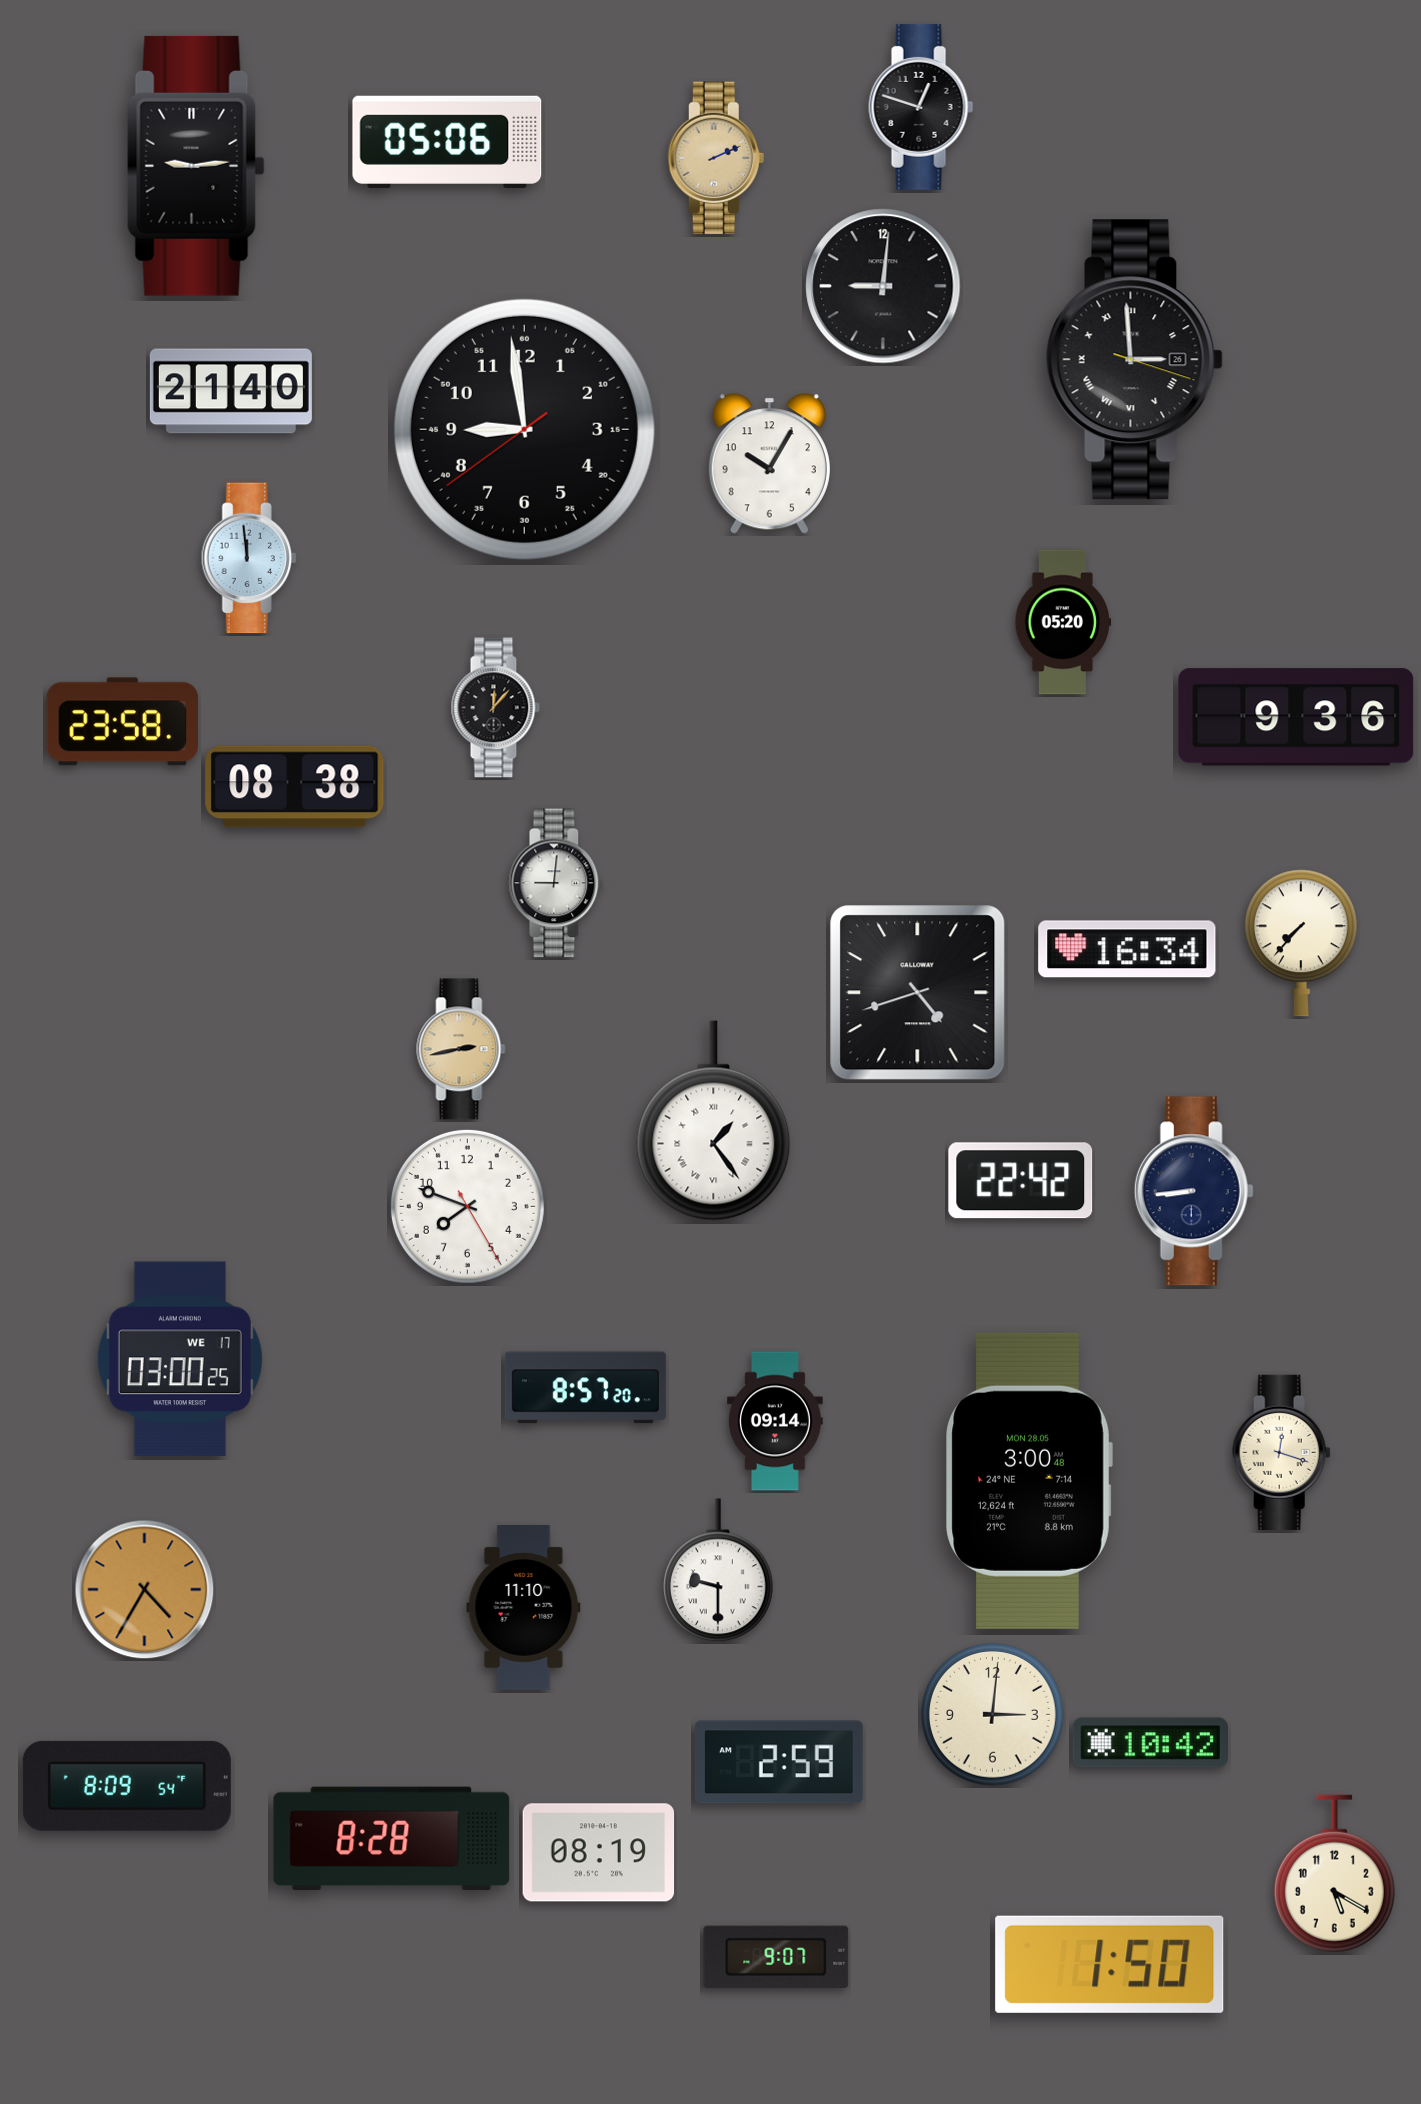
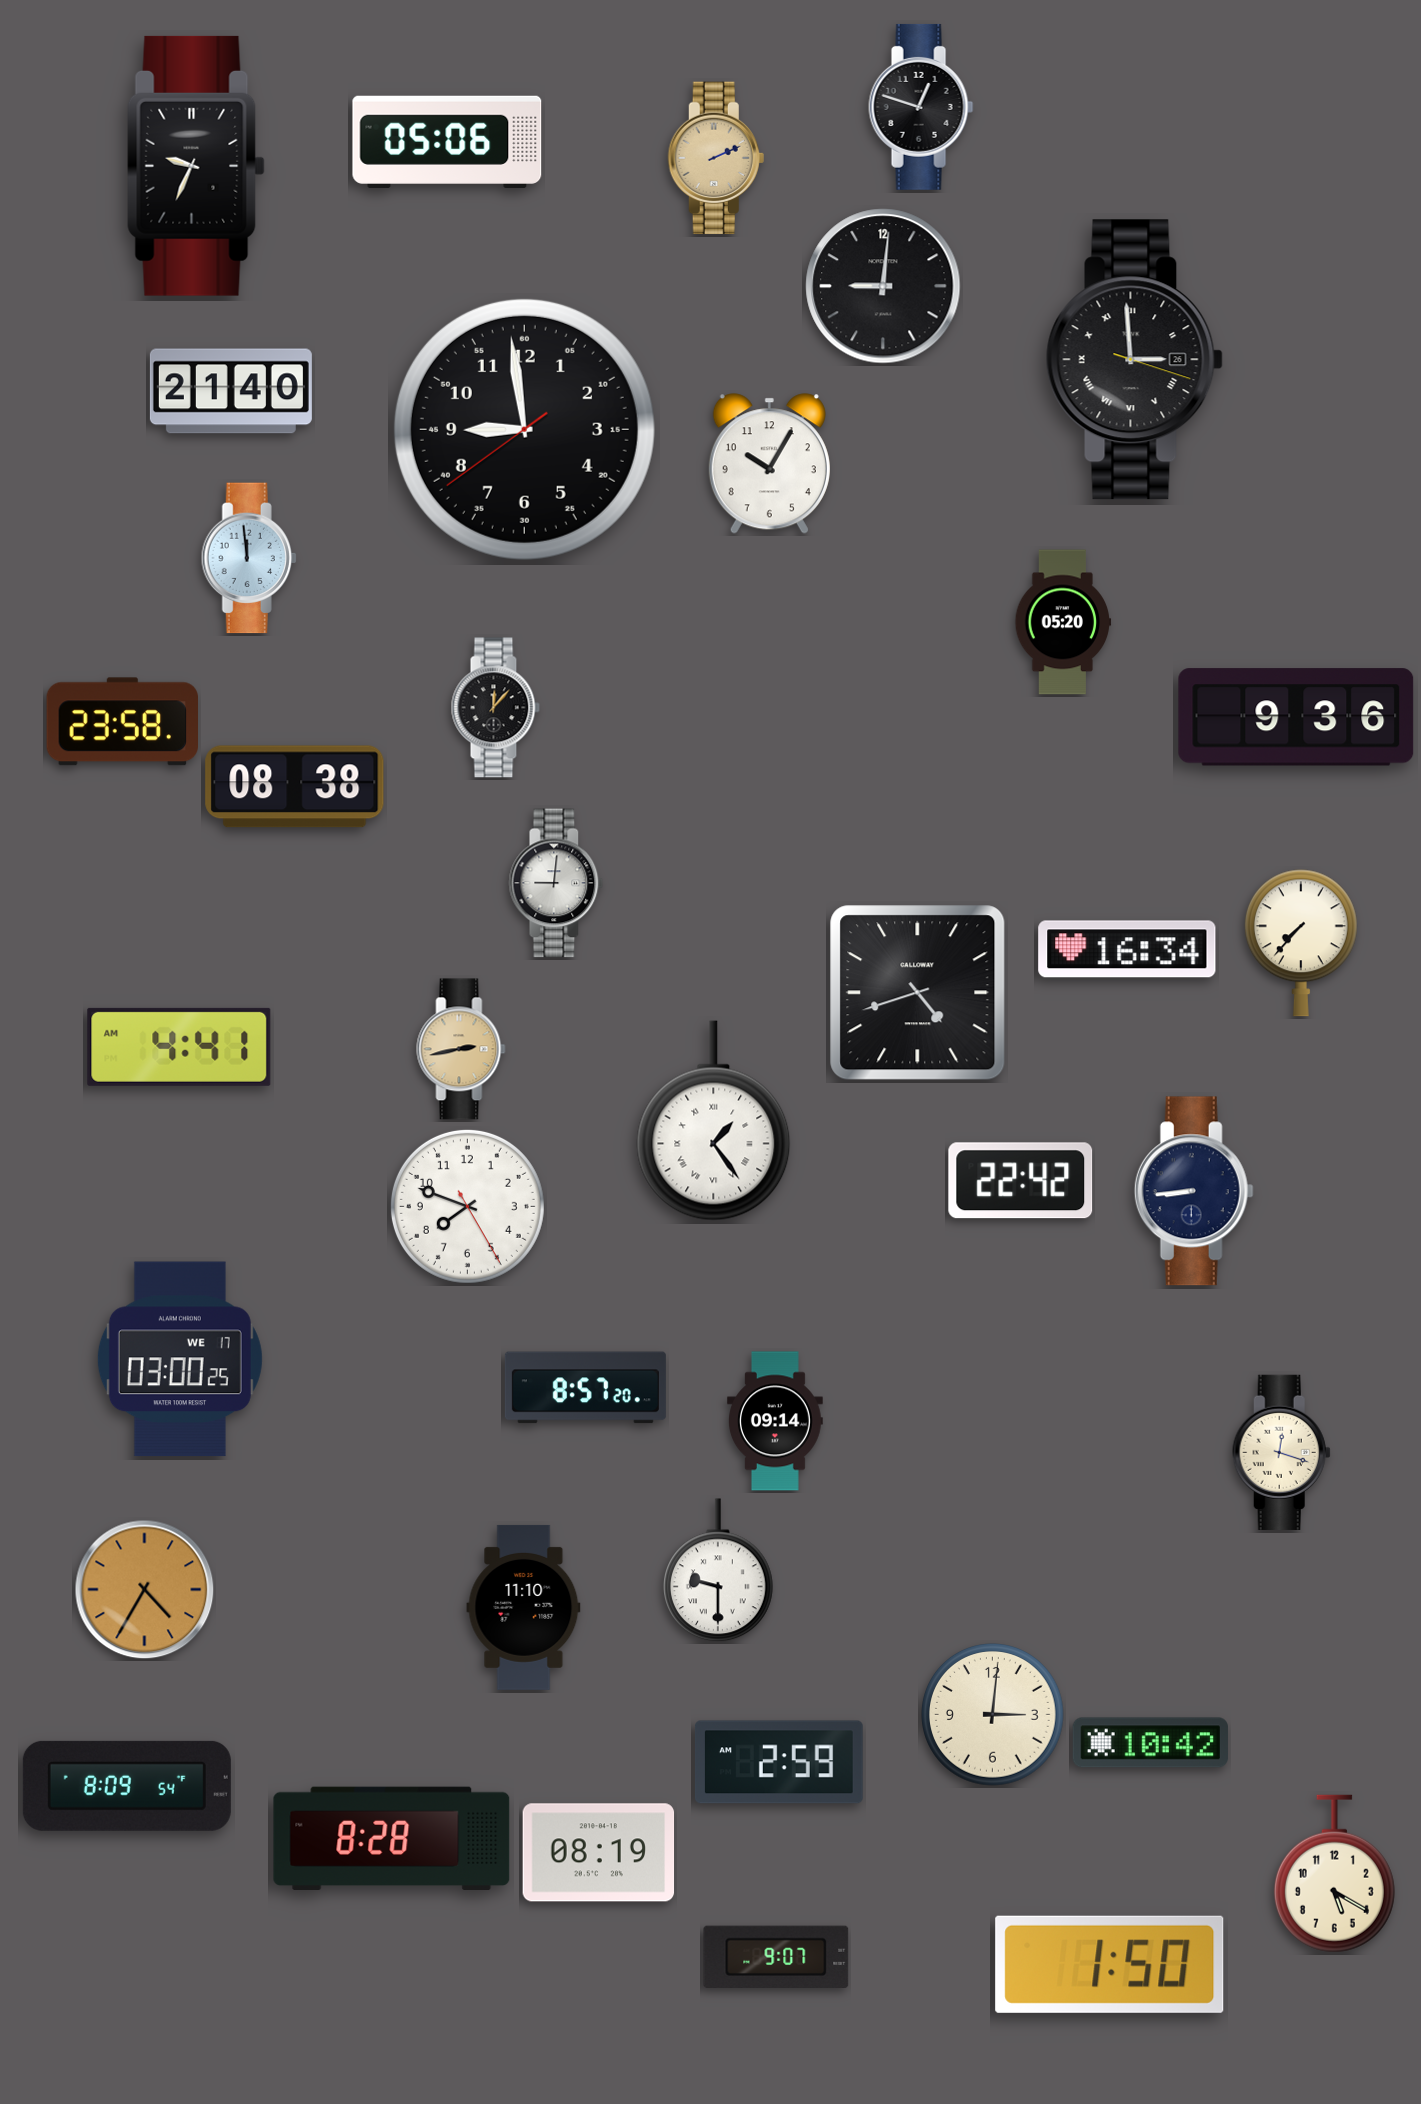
clock at (196, 166): 9:14 -> 9:34
clock at (179, 1047): none -> 4:41
clock at (1029, 1481): 3:00 -> none
